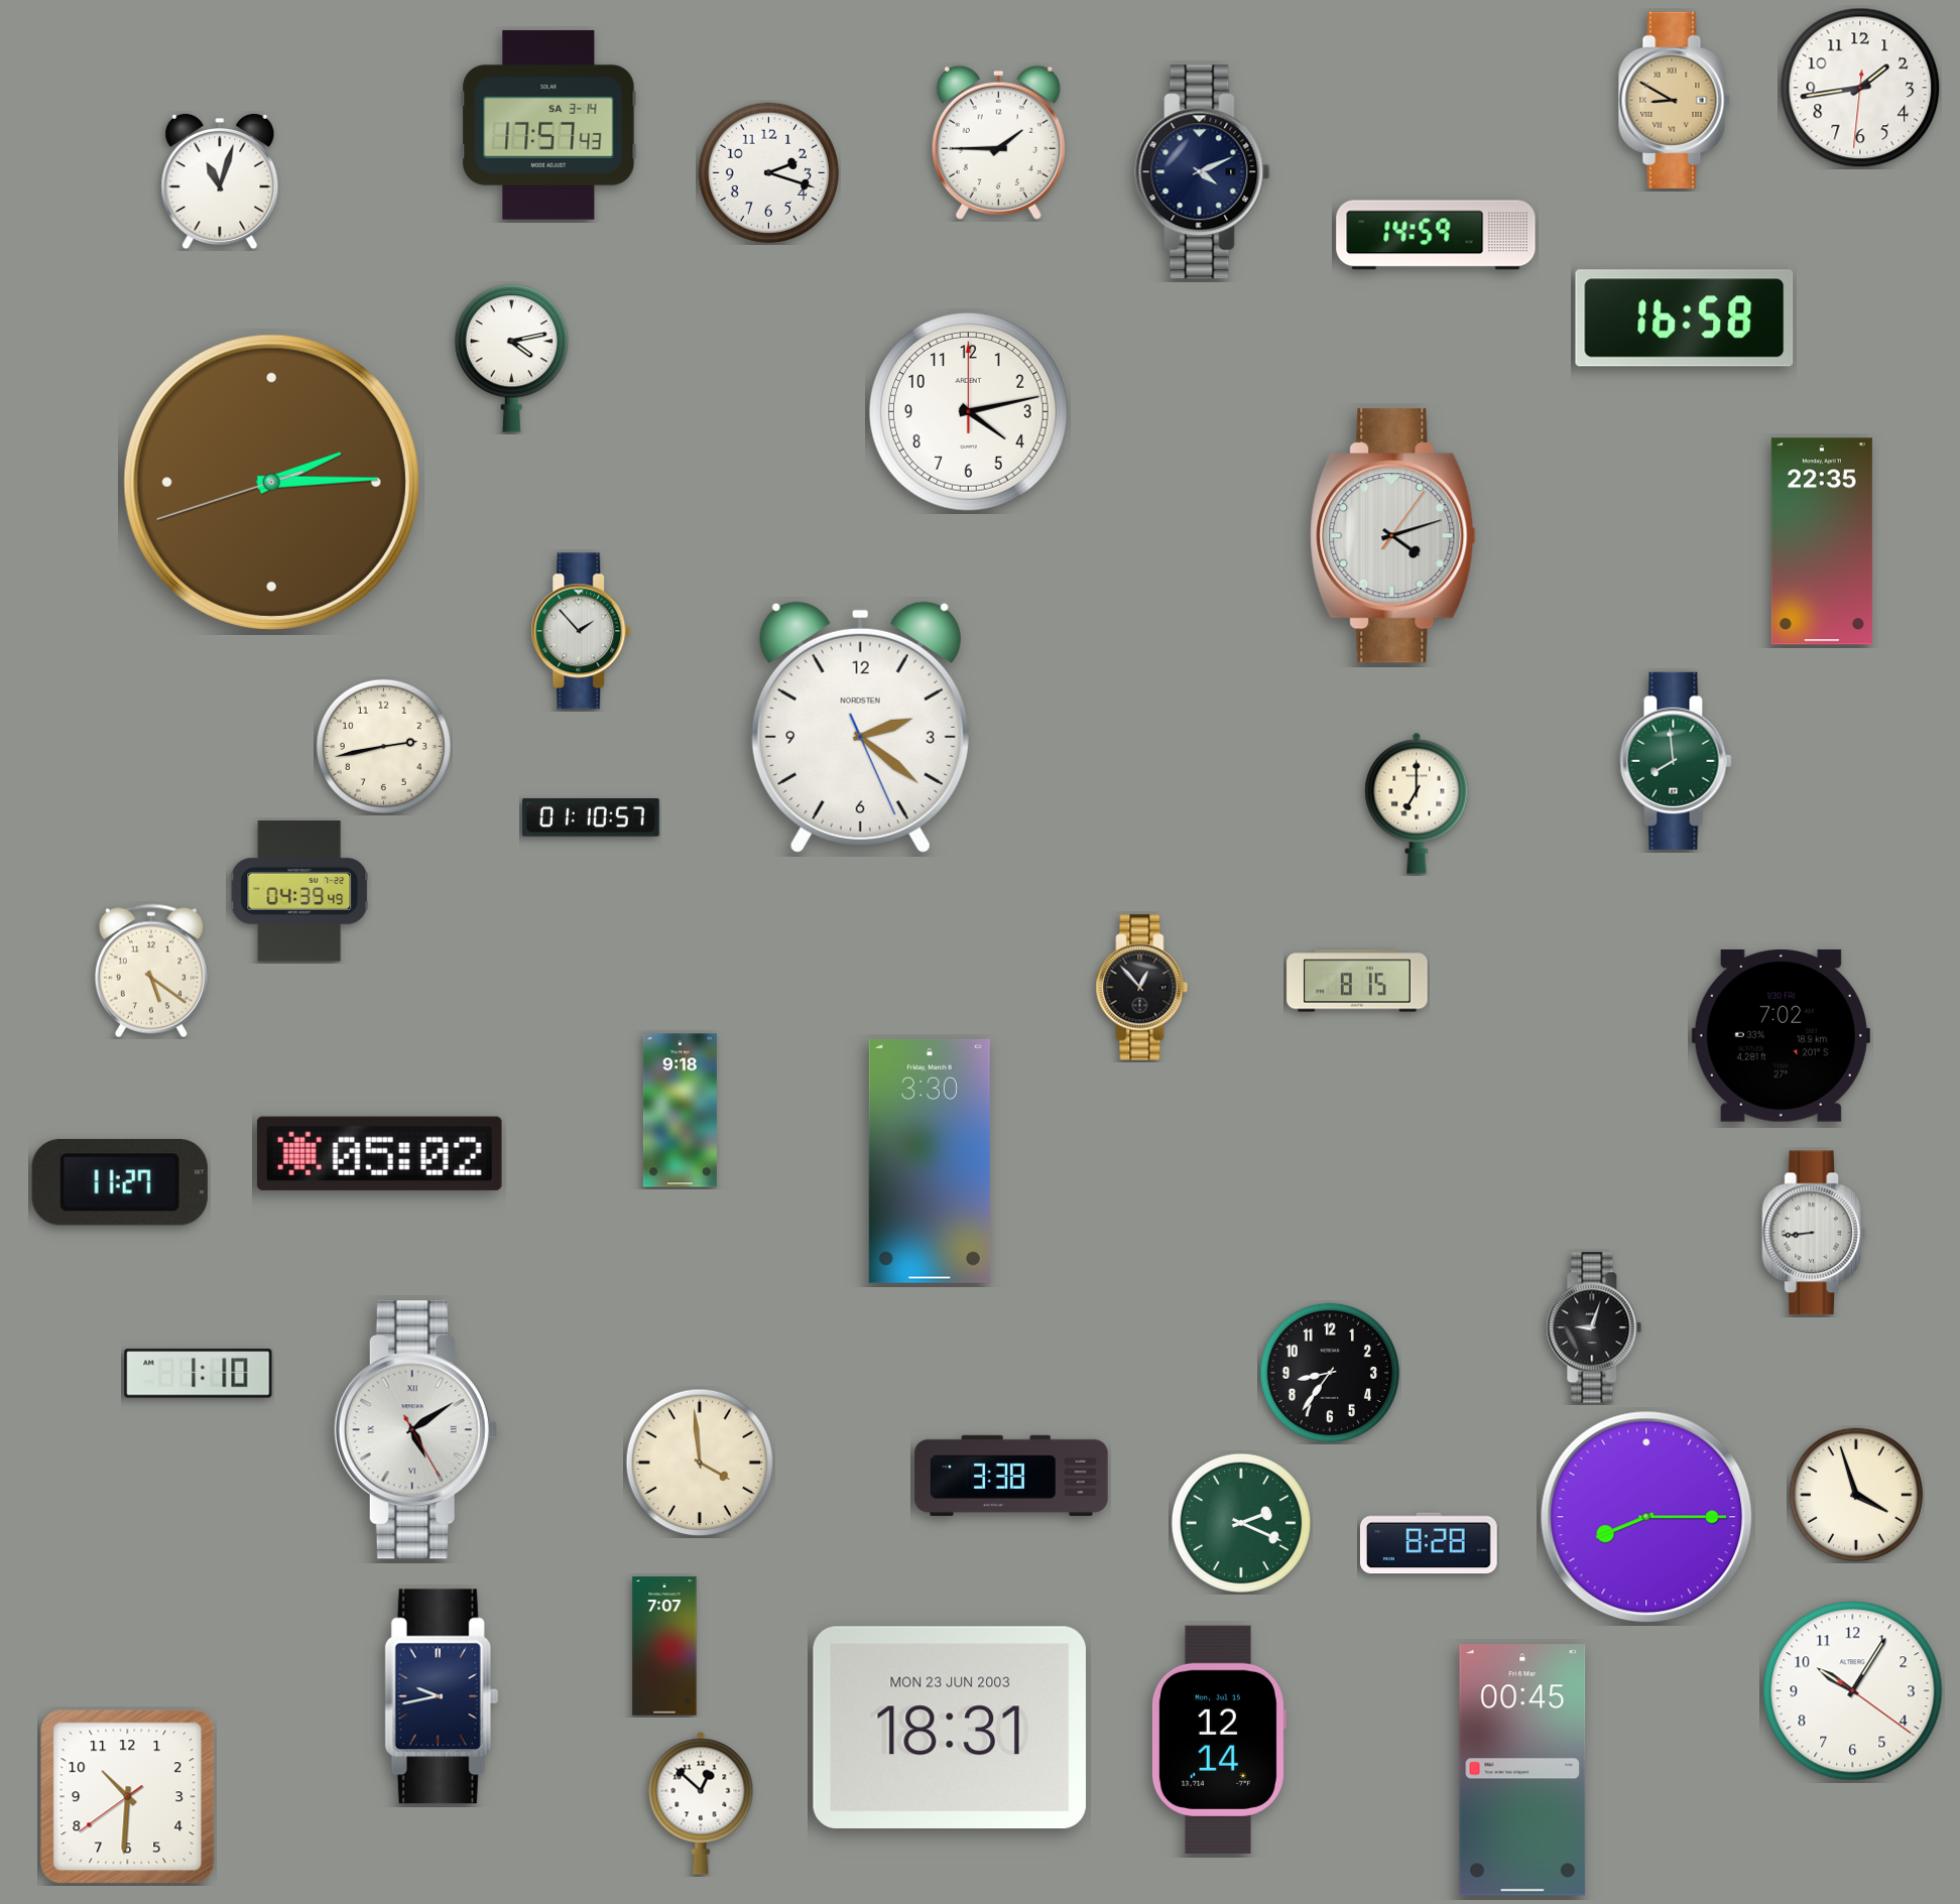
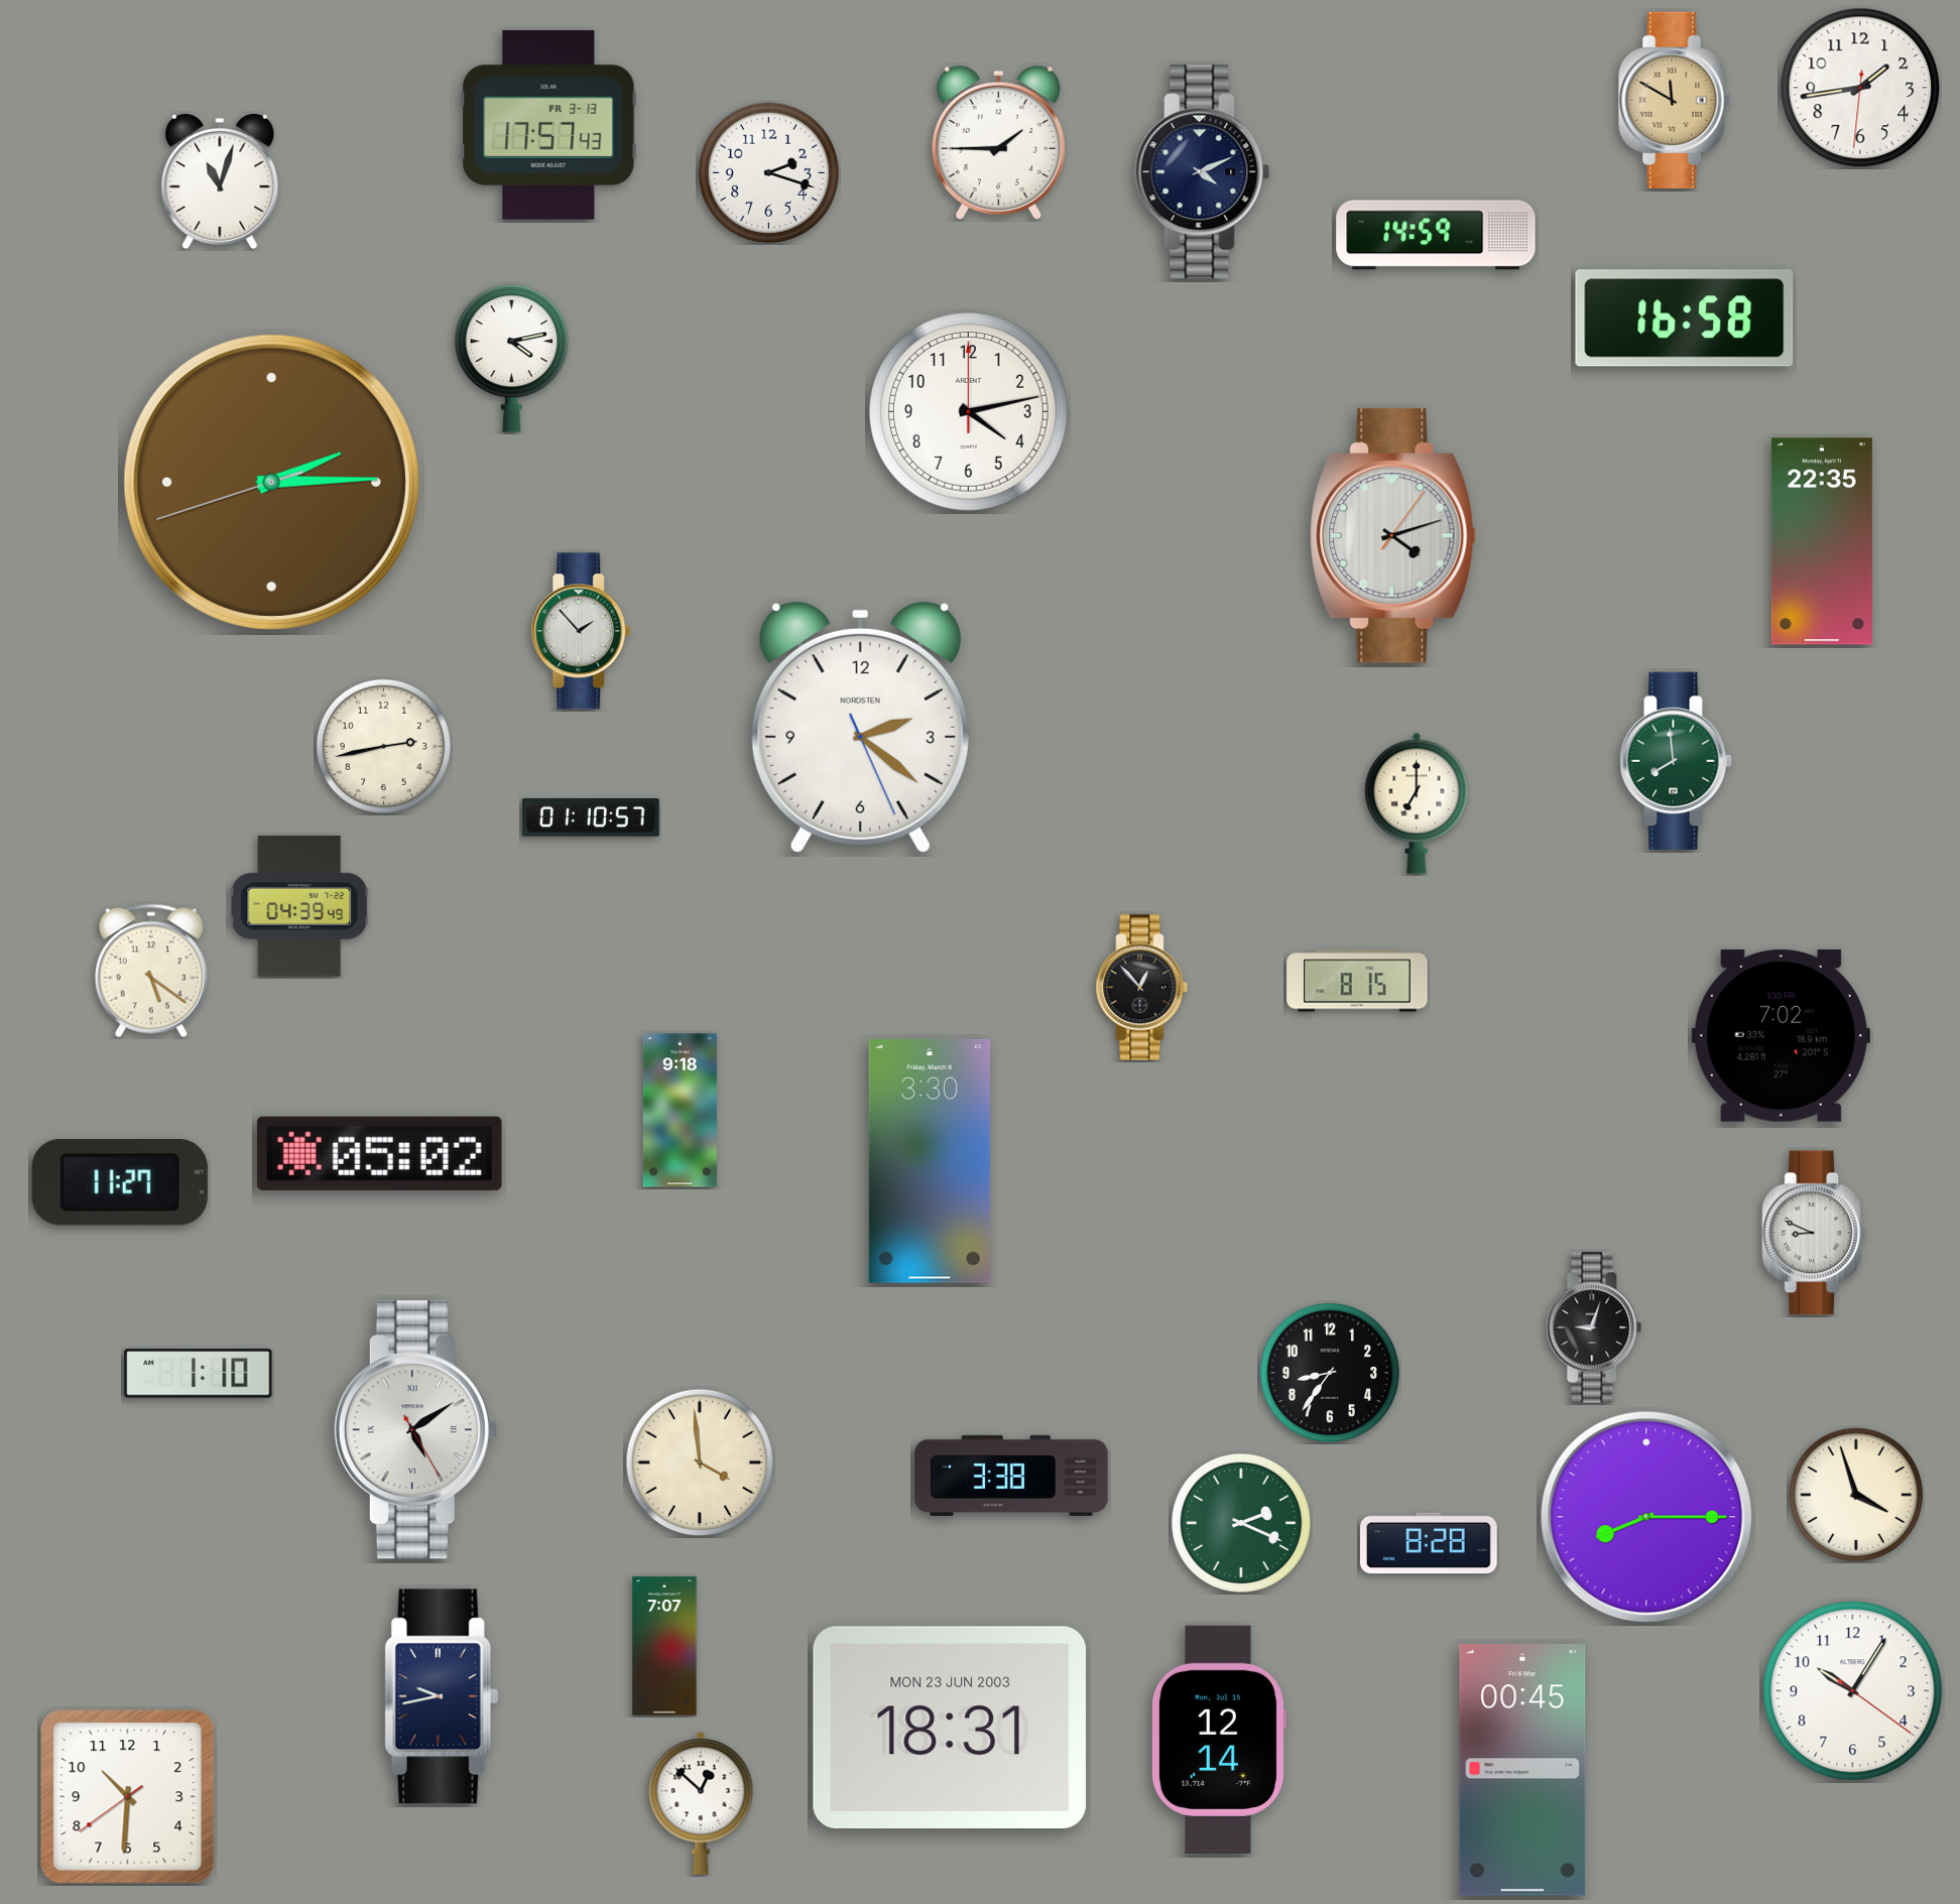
clock at (1674, 100): 8:50 -> 11:50
clock at (548, 125) date: SA 3-14 -> FR 3-13
clock at (299, 891) position: (299, 891) -> (299, 906)
clock at (1814, 1233): 8:44 -> 8:49
